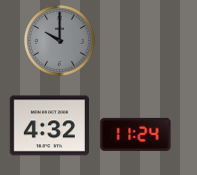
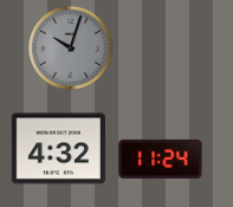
clock at (60, 41): 10:00 -> 10:03
